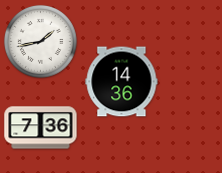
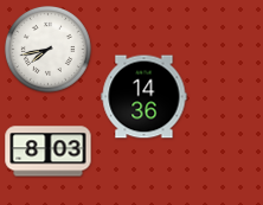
clock at (41, 42): 1:43 -> 7:43
clock at (41, 128): 7:36 -> 8:03
